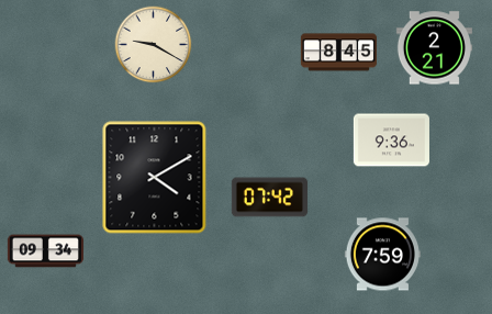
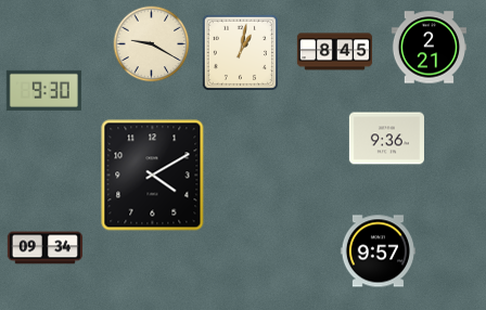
clock at (240, 52): none -> 1:02
clock at (43, 90): none -> 9:30
clock at (269, 198): 07:42 -> none
clock at (382, 255): 7:59 -> 9:57
